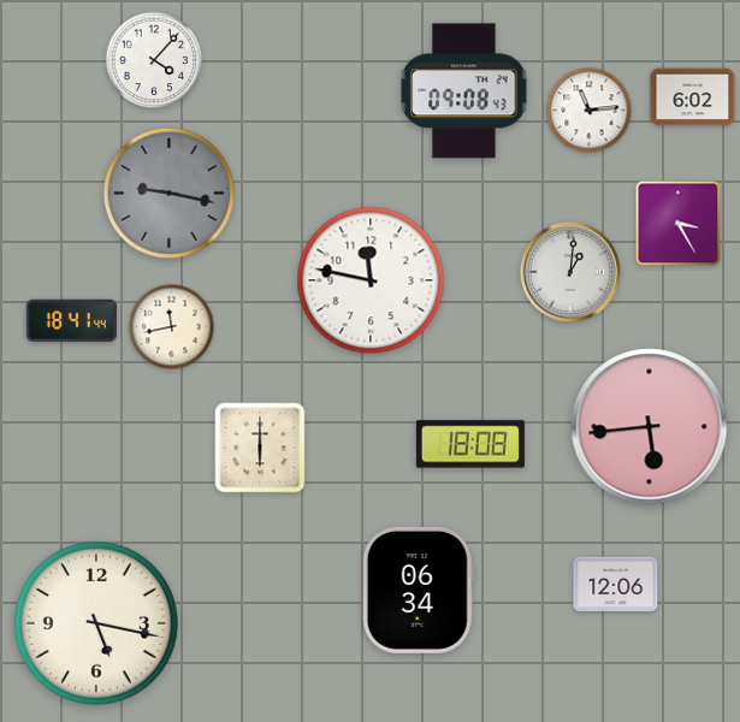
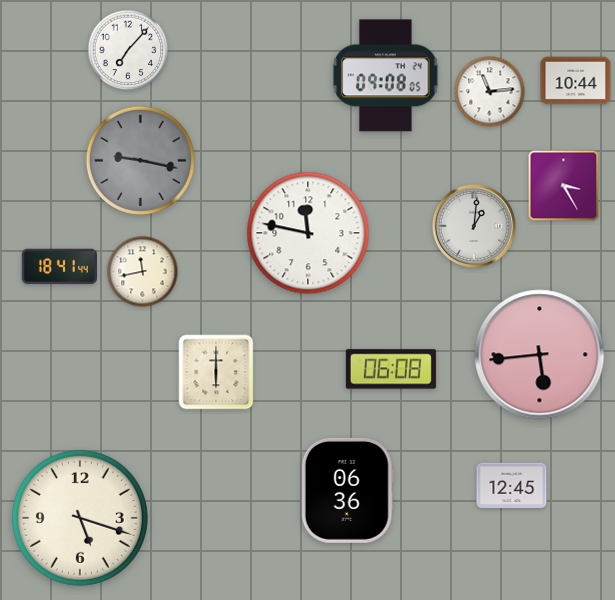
clock at (154, 60): 4:07 -> 7:07
clock at (464, 91): 09:08:43 -> 09:08:05
clock at (693, 97): 6:02 -> 10:44
clock at (470, 444): 18:08 -> 06:08
clock at (616, 585): 12:06 -> 12:45
clock at (418, 590): 06:34 -> 06:36
clock at (96, 623): 5:17 -> 5:18
